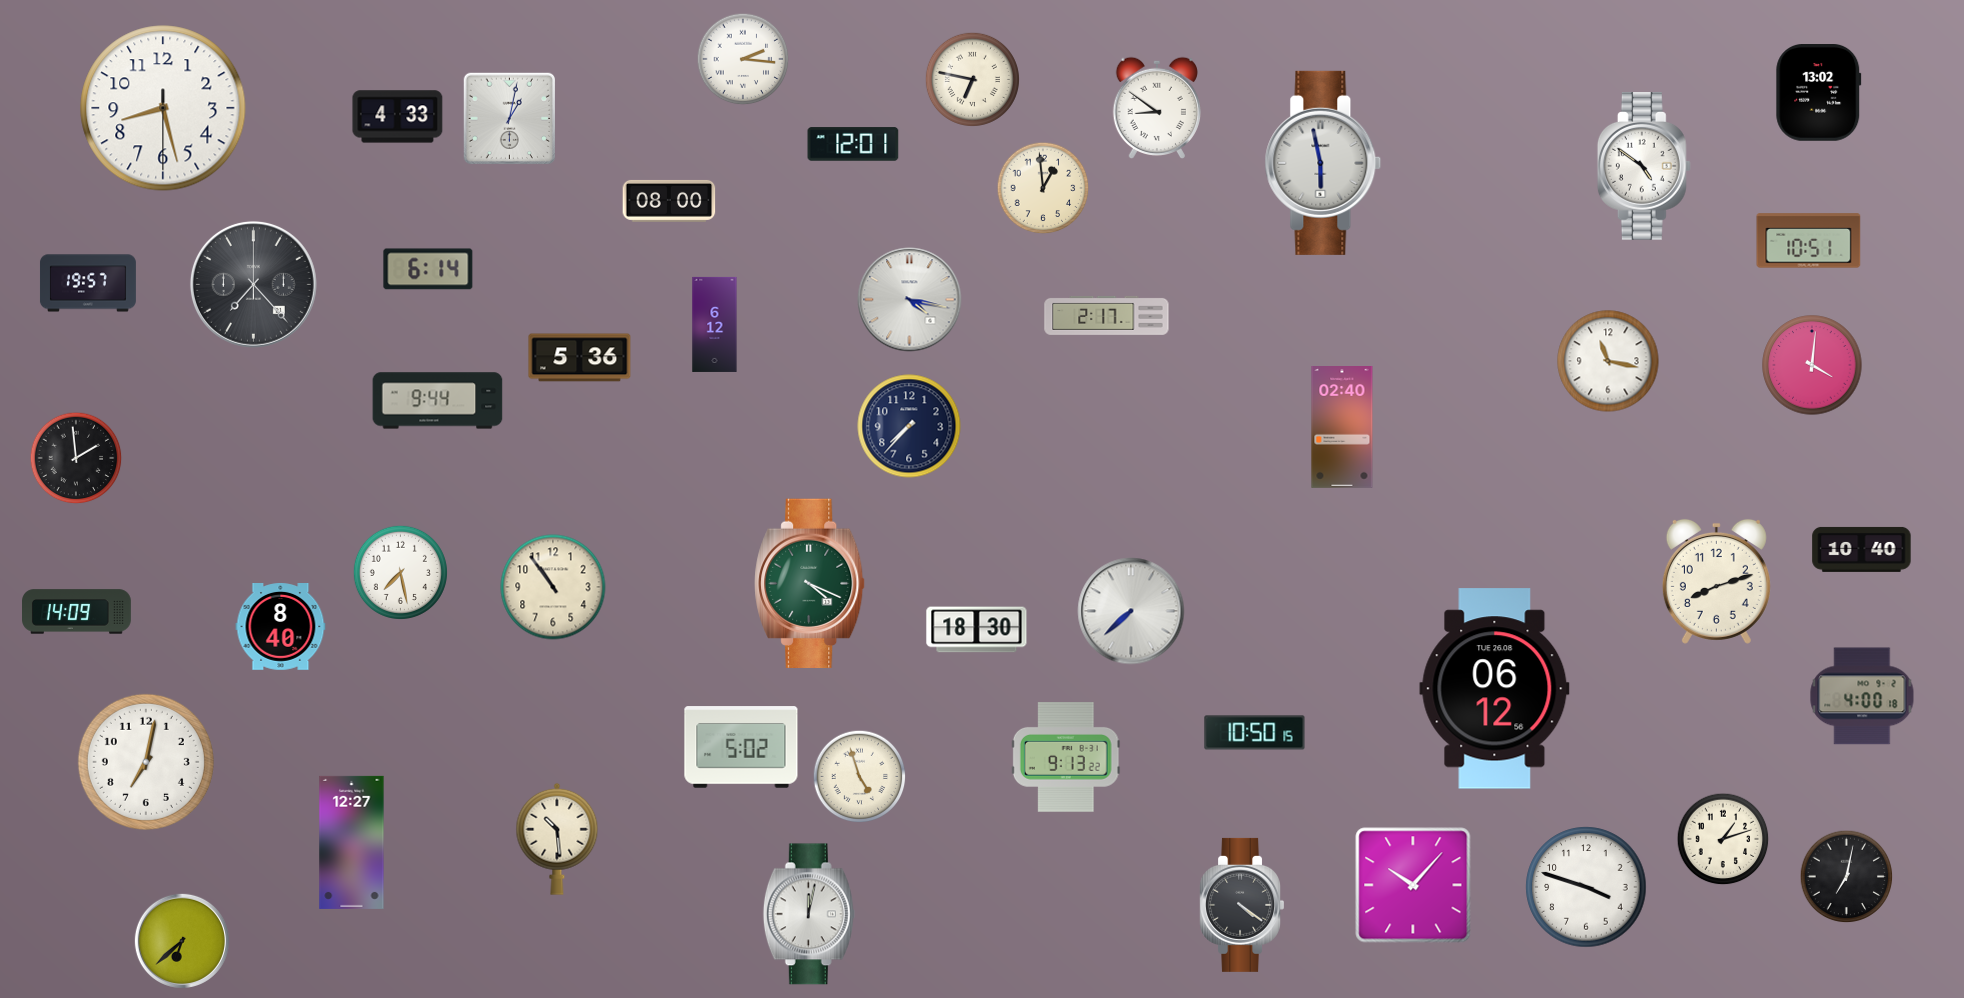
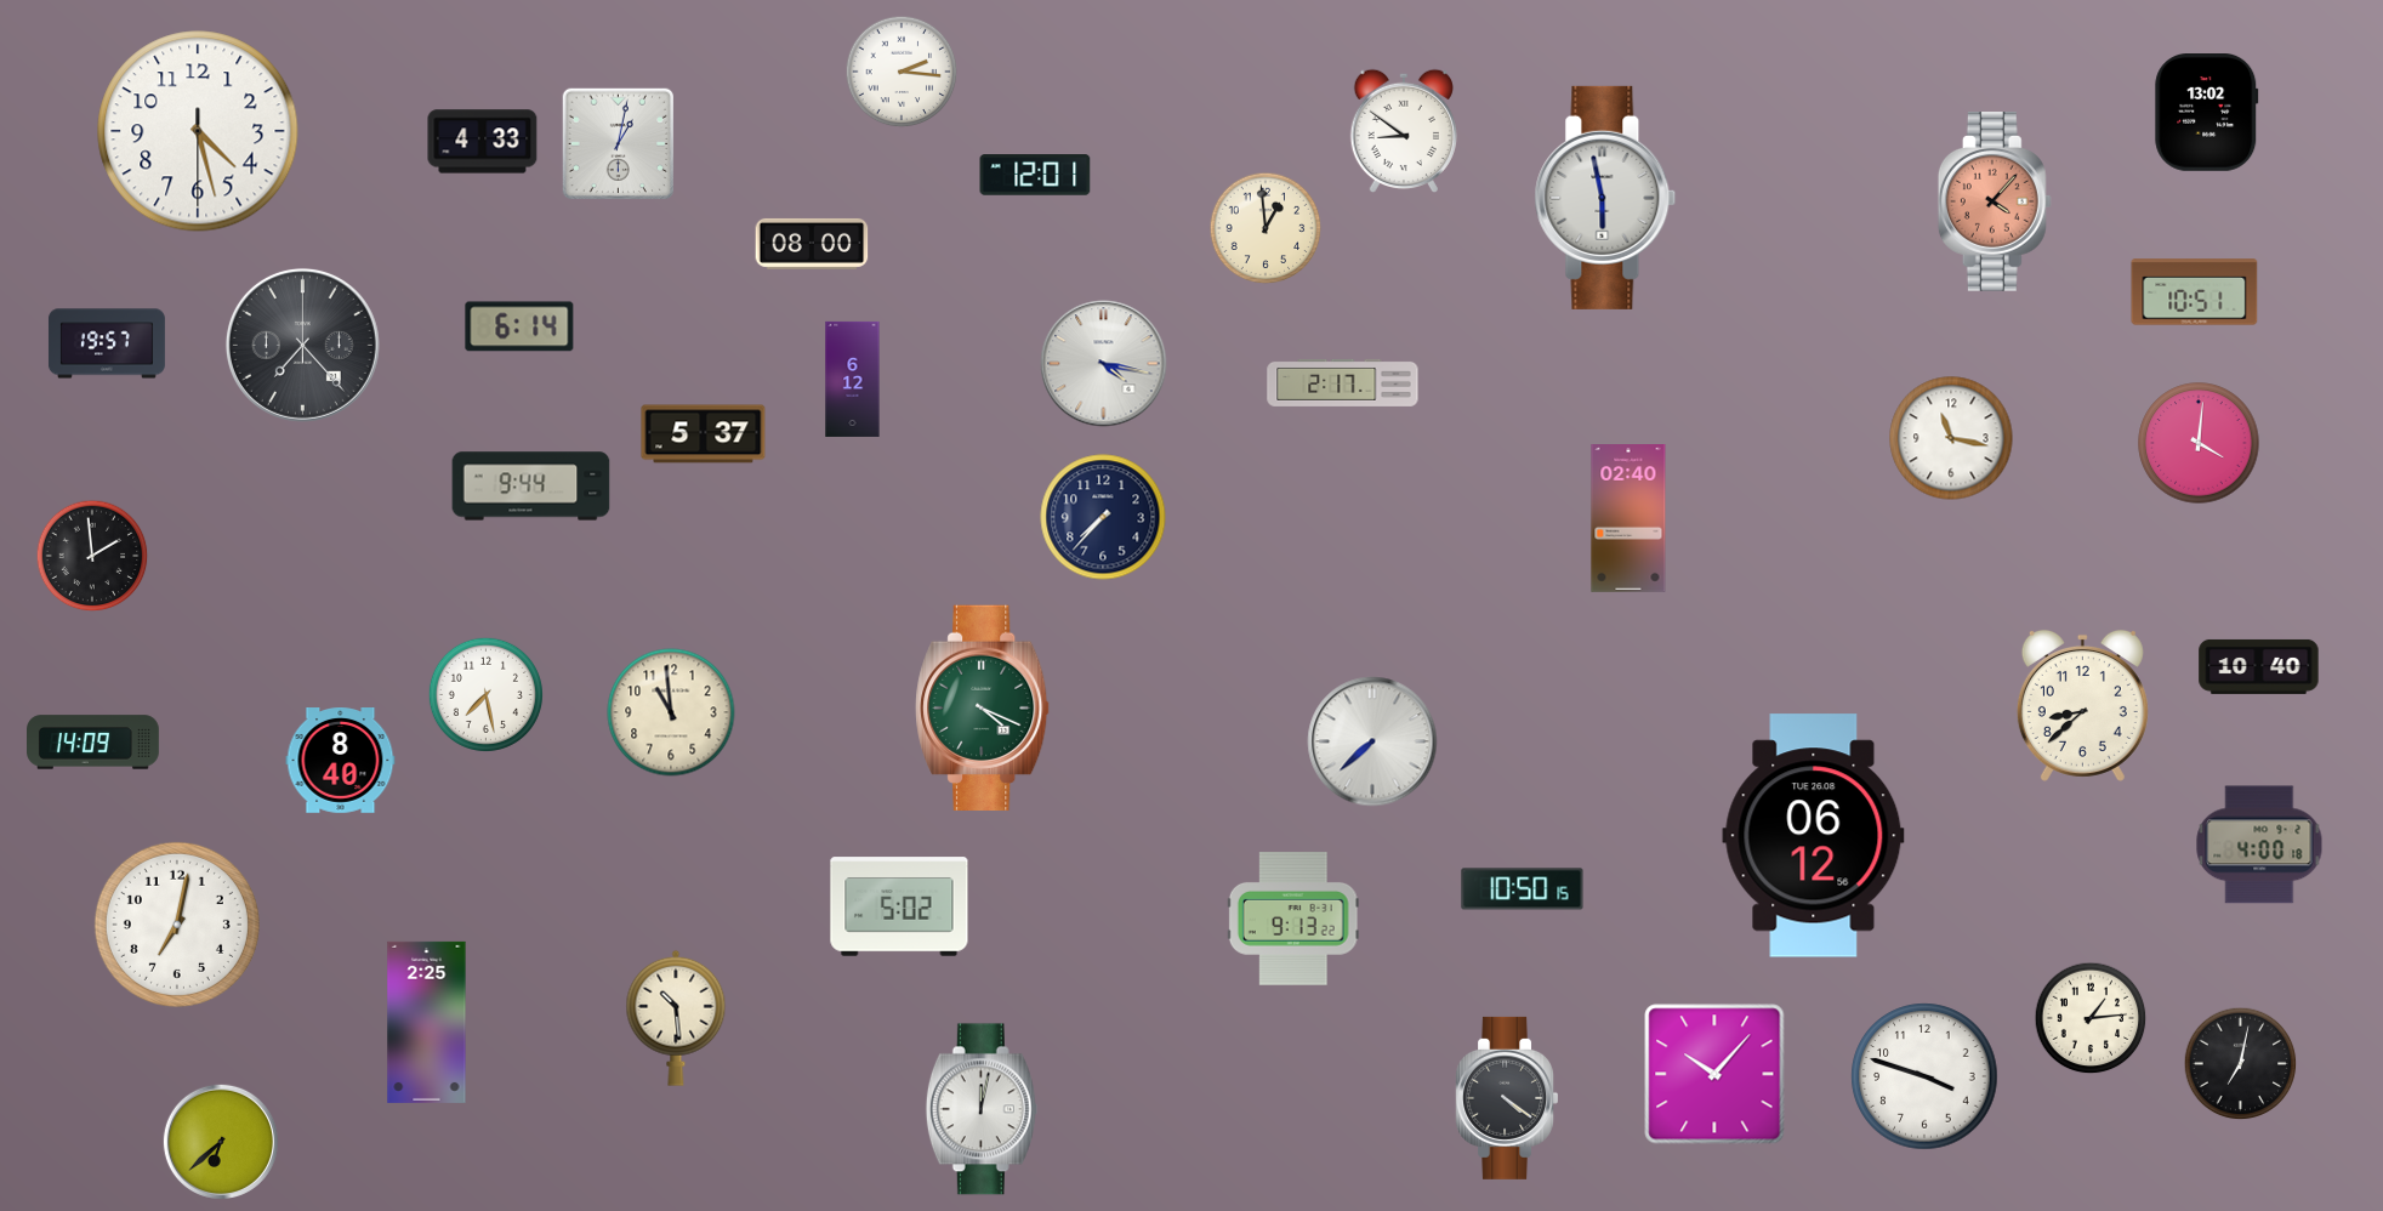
clock at (972, 79): 6:47 -> none
clock at (163, 108): 8:27 -> 4:27
clock at (1644, 167): 4:51 -> 4:07
clock at (1644, 167) dial: white -> salmon
clock at (253, 284) position: (253, 284) -> (302, 345)
clock at (715, 324) position: (715, 324) -> (853, 379)
clock at (580, 358): 5:36 -> 5:37
clock at (1716, 581): 8:12 -> 8:38
clock at (553, 587): 10:54 -> 10:59
clock at (977, 630): 18:30 -> none
clock at (860, 777): 4:57 -> none
clock at (1723, 839): 1:12 -> 1:14
clock at (352, 842): 12:27 -> 2:25
